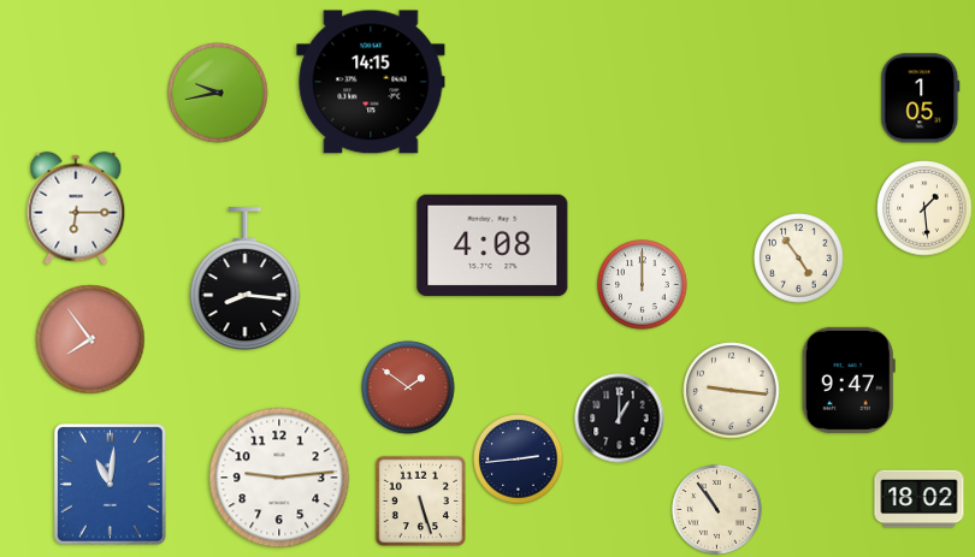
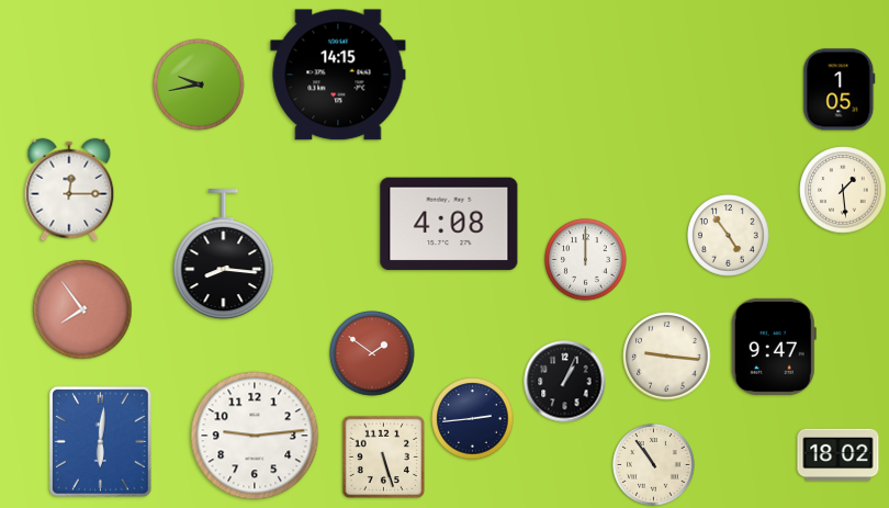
clock at (76, 208): 6:15 -> 12:15
clock at (620, 419): 1:00 -> 1:04
clock at (110, 484): 11:01 -> 6:01
